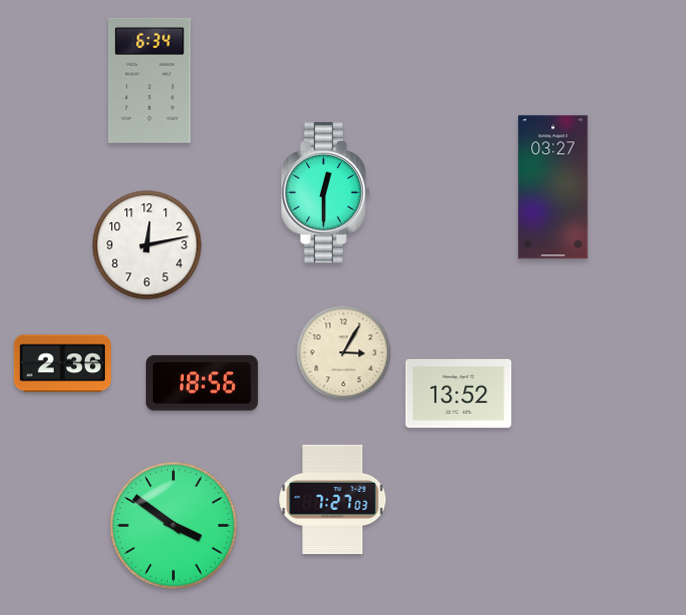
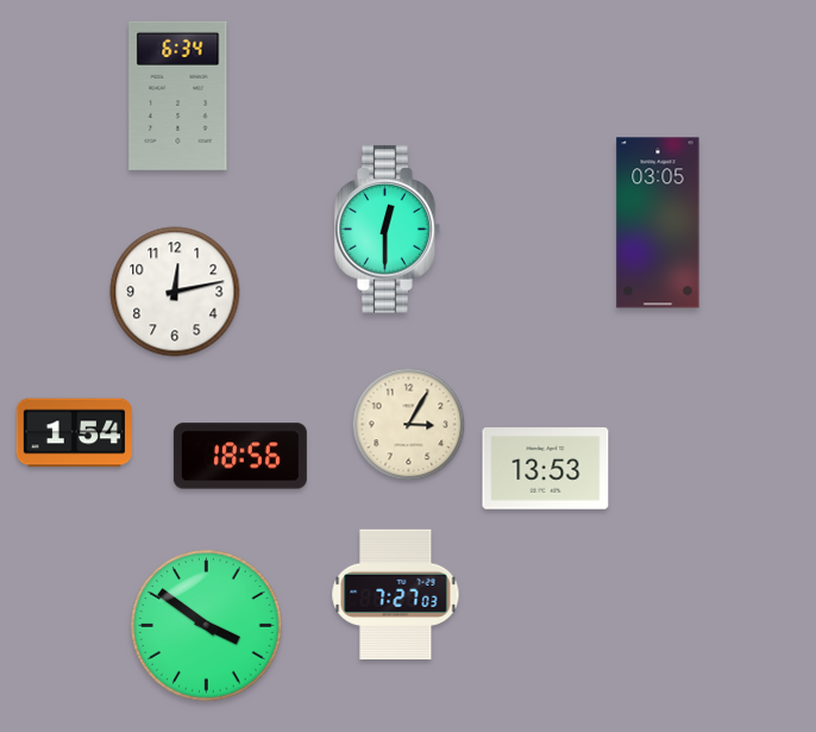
clock at (553, 187): 03:27 -> 03:05
clock at (344, 353) position: (344, 353) -> (409, 425)
clock at (62, 364): 2:36 -> 1:54
clock at (459, 394): 13:52 -> 13:53
